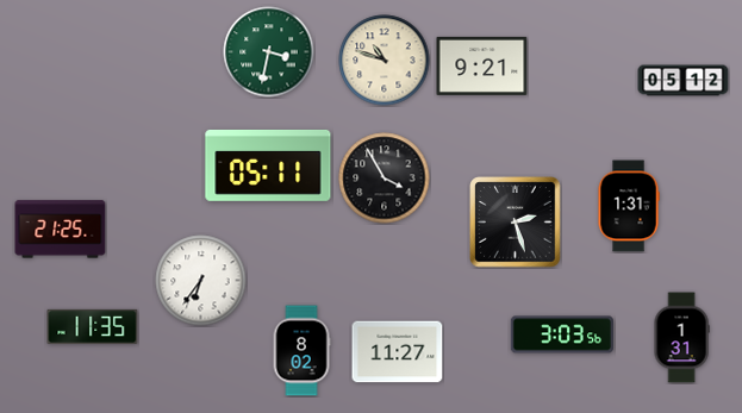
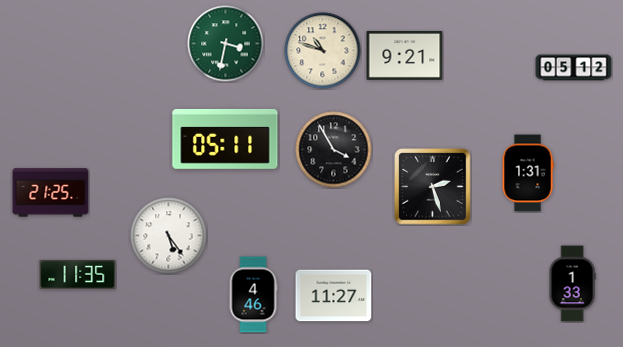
clock at (385, 179) position: (385, 179) -> (334, 150)
clock at (201, 281): 6:36 -> 5:24
clock at (561, 334): 3:03 -> none
clock at (681, 338): 1:31 -> 1:33
clock at (301, 351): 8:02 -> 4:46
